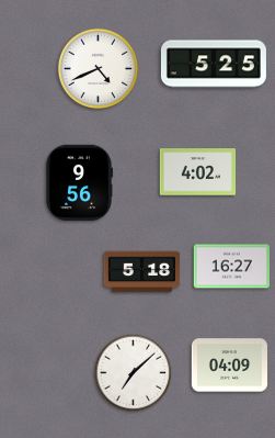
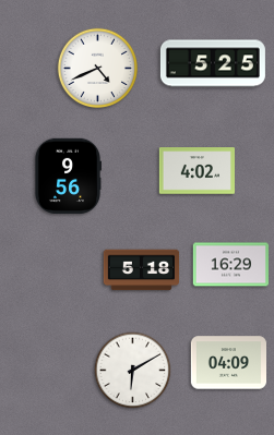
clock at (78, 182) position: (78, 182) -> (67, 176)
clock at (231, 267): 16:27 -> 16:29
clock at (134, 373): 7:08 -> 6:10
